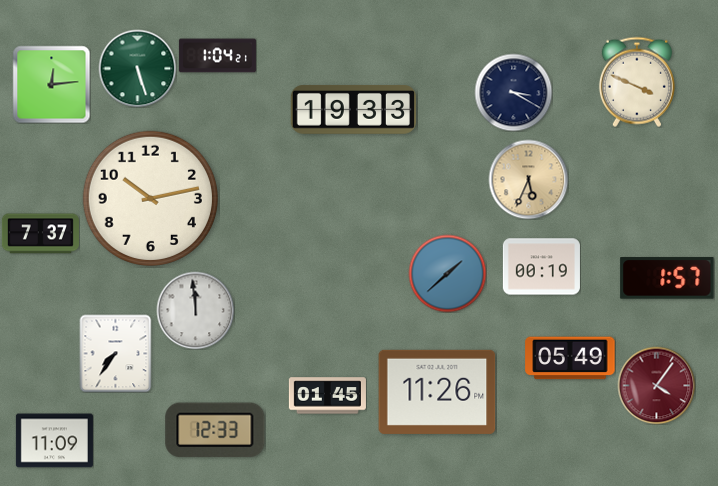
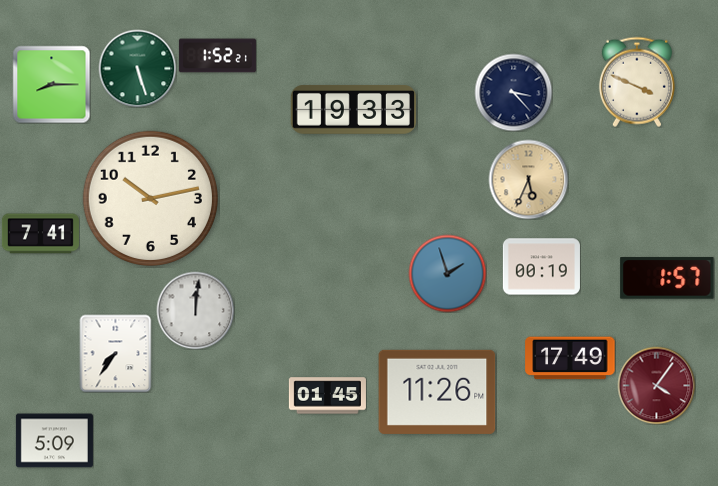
clock at (217, 56): 1:04 -> 1:52
clock at (51, 84): 12:14 -> 8:15
clock at (513, 92): 3:20 -> 3:23
clock at (40, 234): 7:37 -> 7:41
clock at (447, 273): 1:38 -> 1:57
clock at (195, 310): 11:59 -> 12:01
clock at (570, 358): 05:49 -> 17:49
clock at (215, 430): 12:33 -> none
clock at (54, 441): 11:09 -> 5:09
